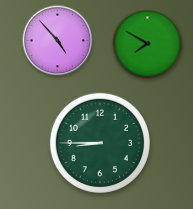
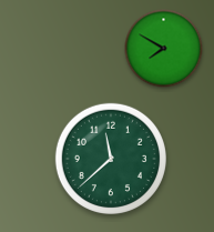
clock at (58, 41): 4:53 -> none
clock at (100, 143): 8:45 -> 11:38
